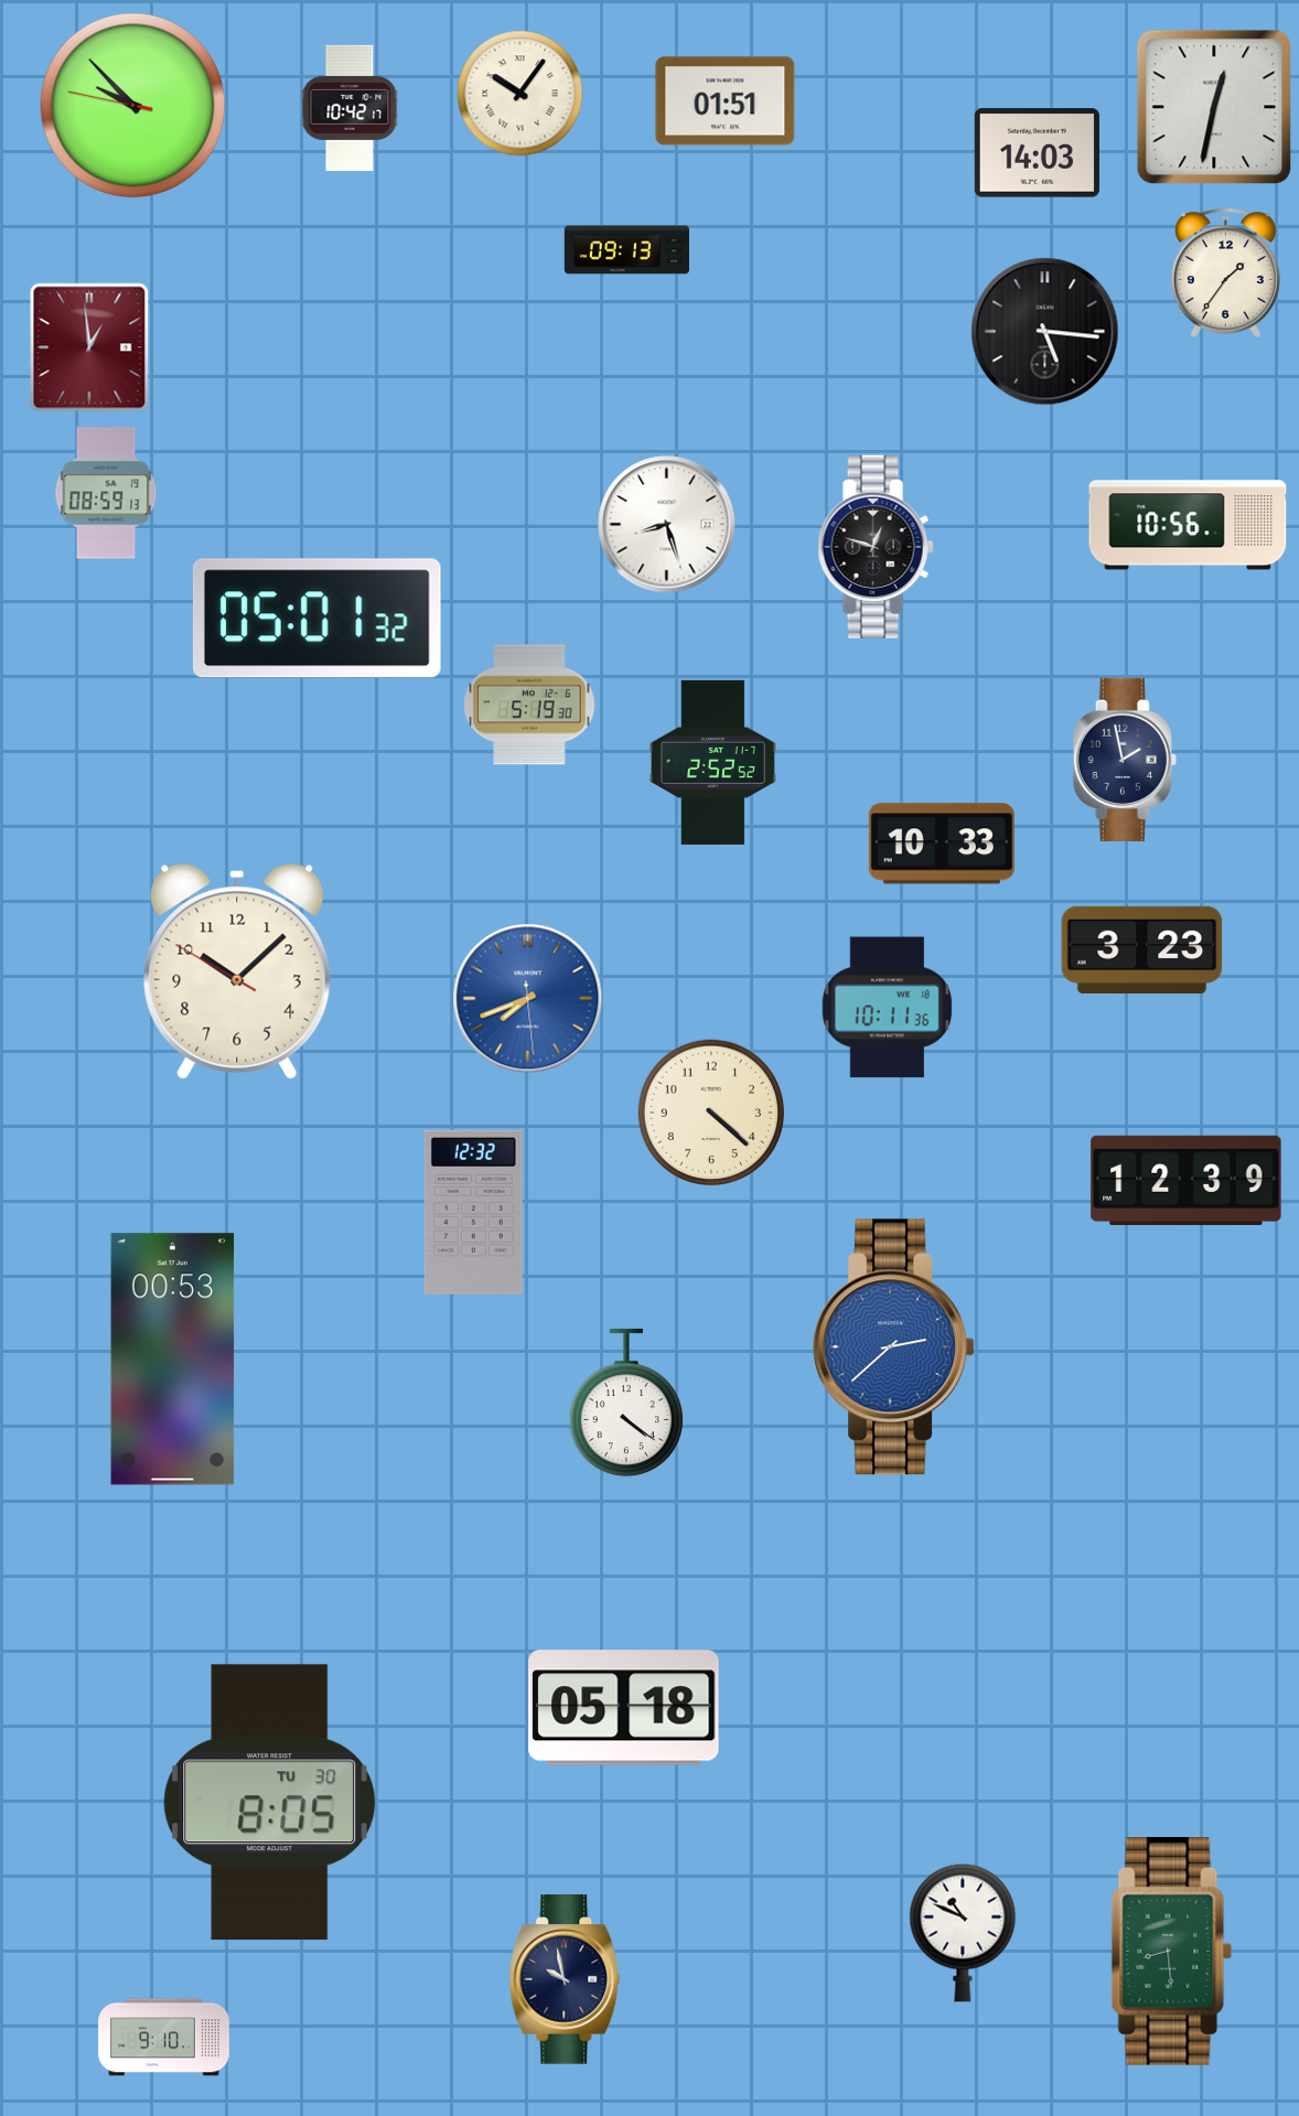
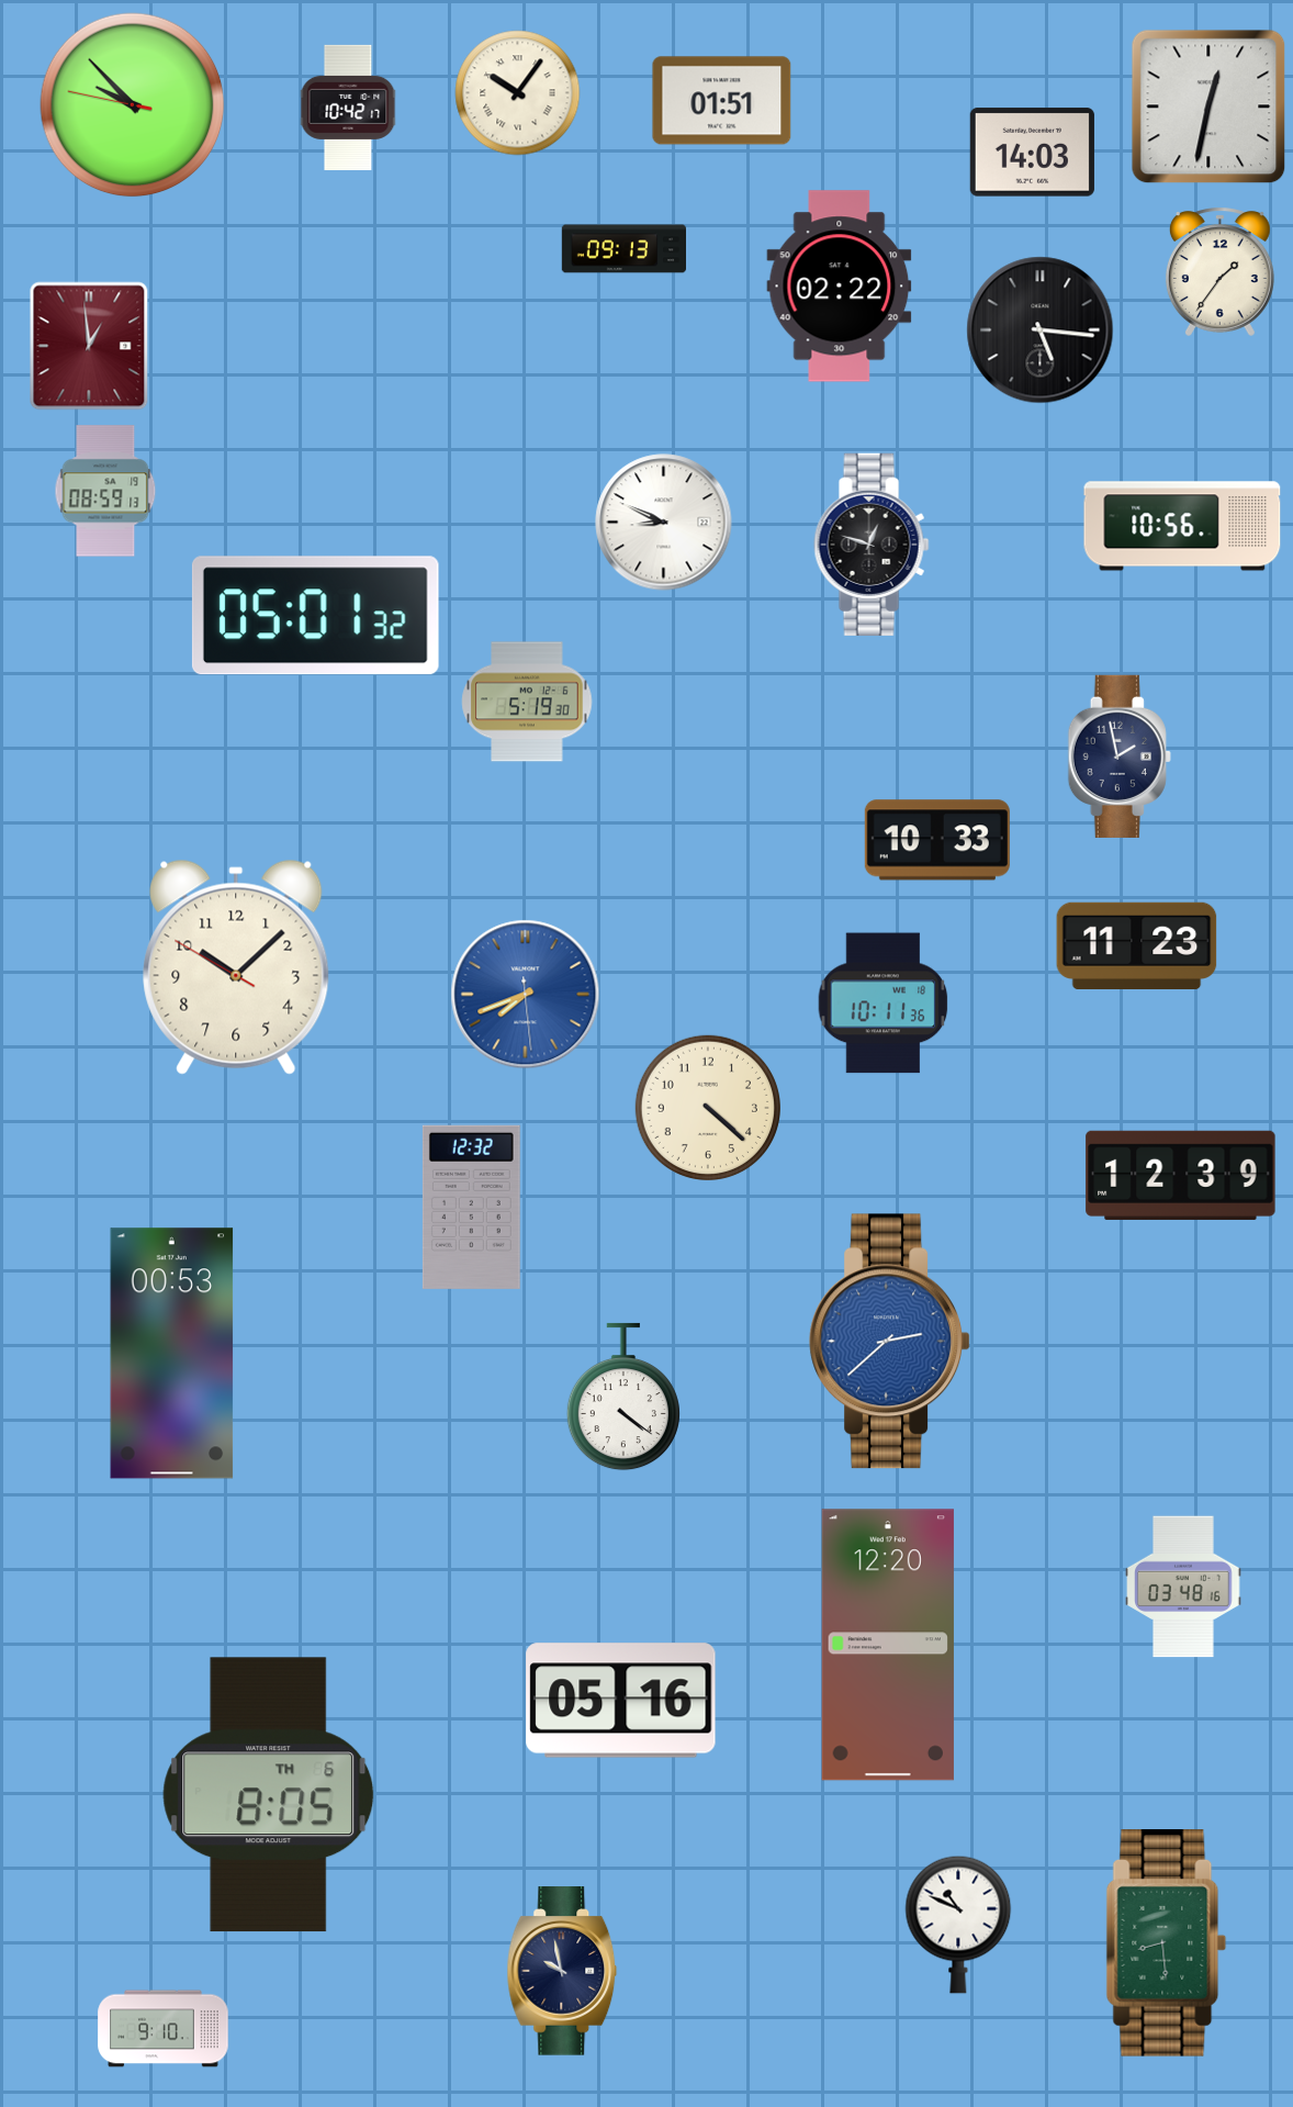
clock at (840, 287): none -> 02:22
clock at (667, 525): 8:27 -> 8:49
clock at (1188, 525) position: (1188, 525) -> (1182, 526)
clock at (712, 762): 2:52 -> none
clock at (1142, 949): 3:23 -> 11:23
clock at (1183, 1587): none -> 03:48
clock at (888, 1645): none -> 12:20
clock at (624, 1708): 05:18 -> 05:16
clock at (270, 1803) date: TU 30 -> TH 6
